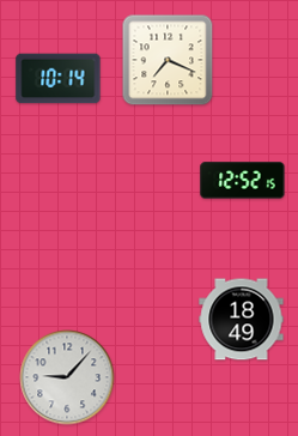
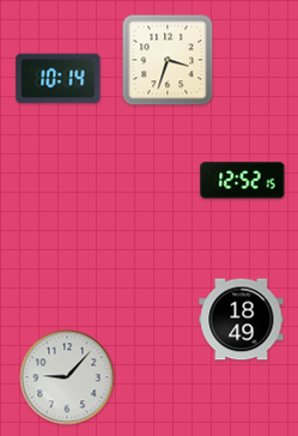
clock at (168, 60): 7:19 -> 3:33
